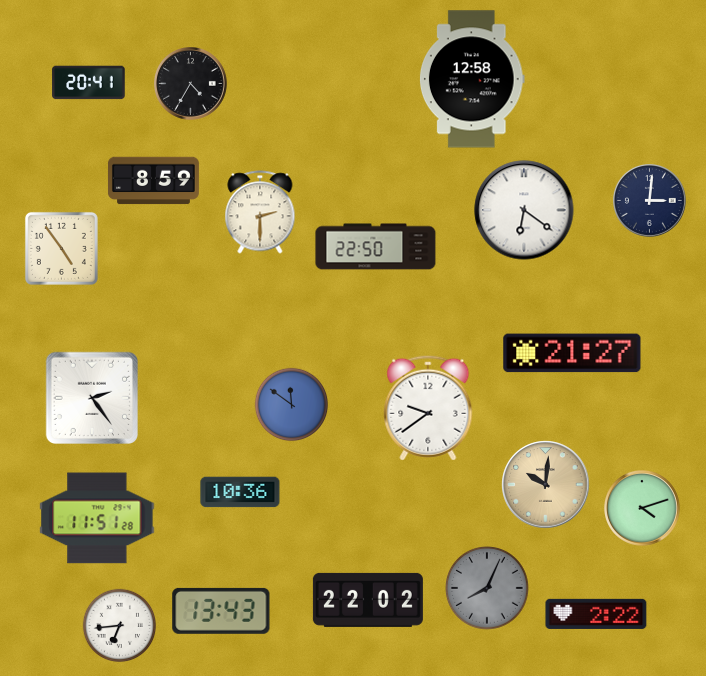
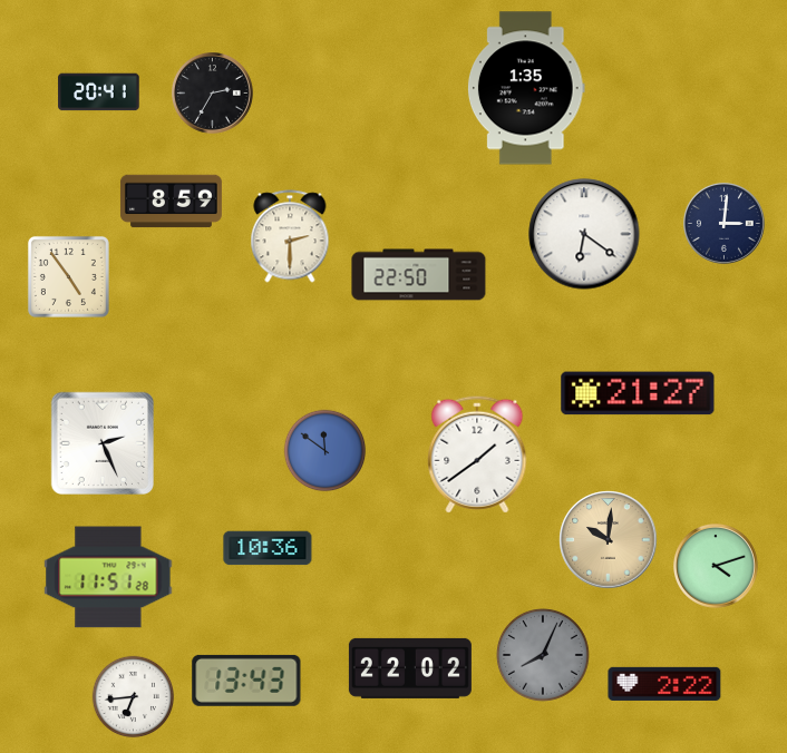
clock at (472, 79): 12:58 -> 1:35
clock at (191, 84): 4:35 -> 2:35
clock at (91, 397): 2:24 -> 2:26
clock at (428, 408): 9:39 -> 1:39
